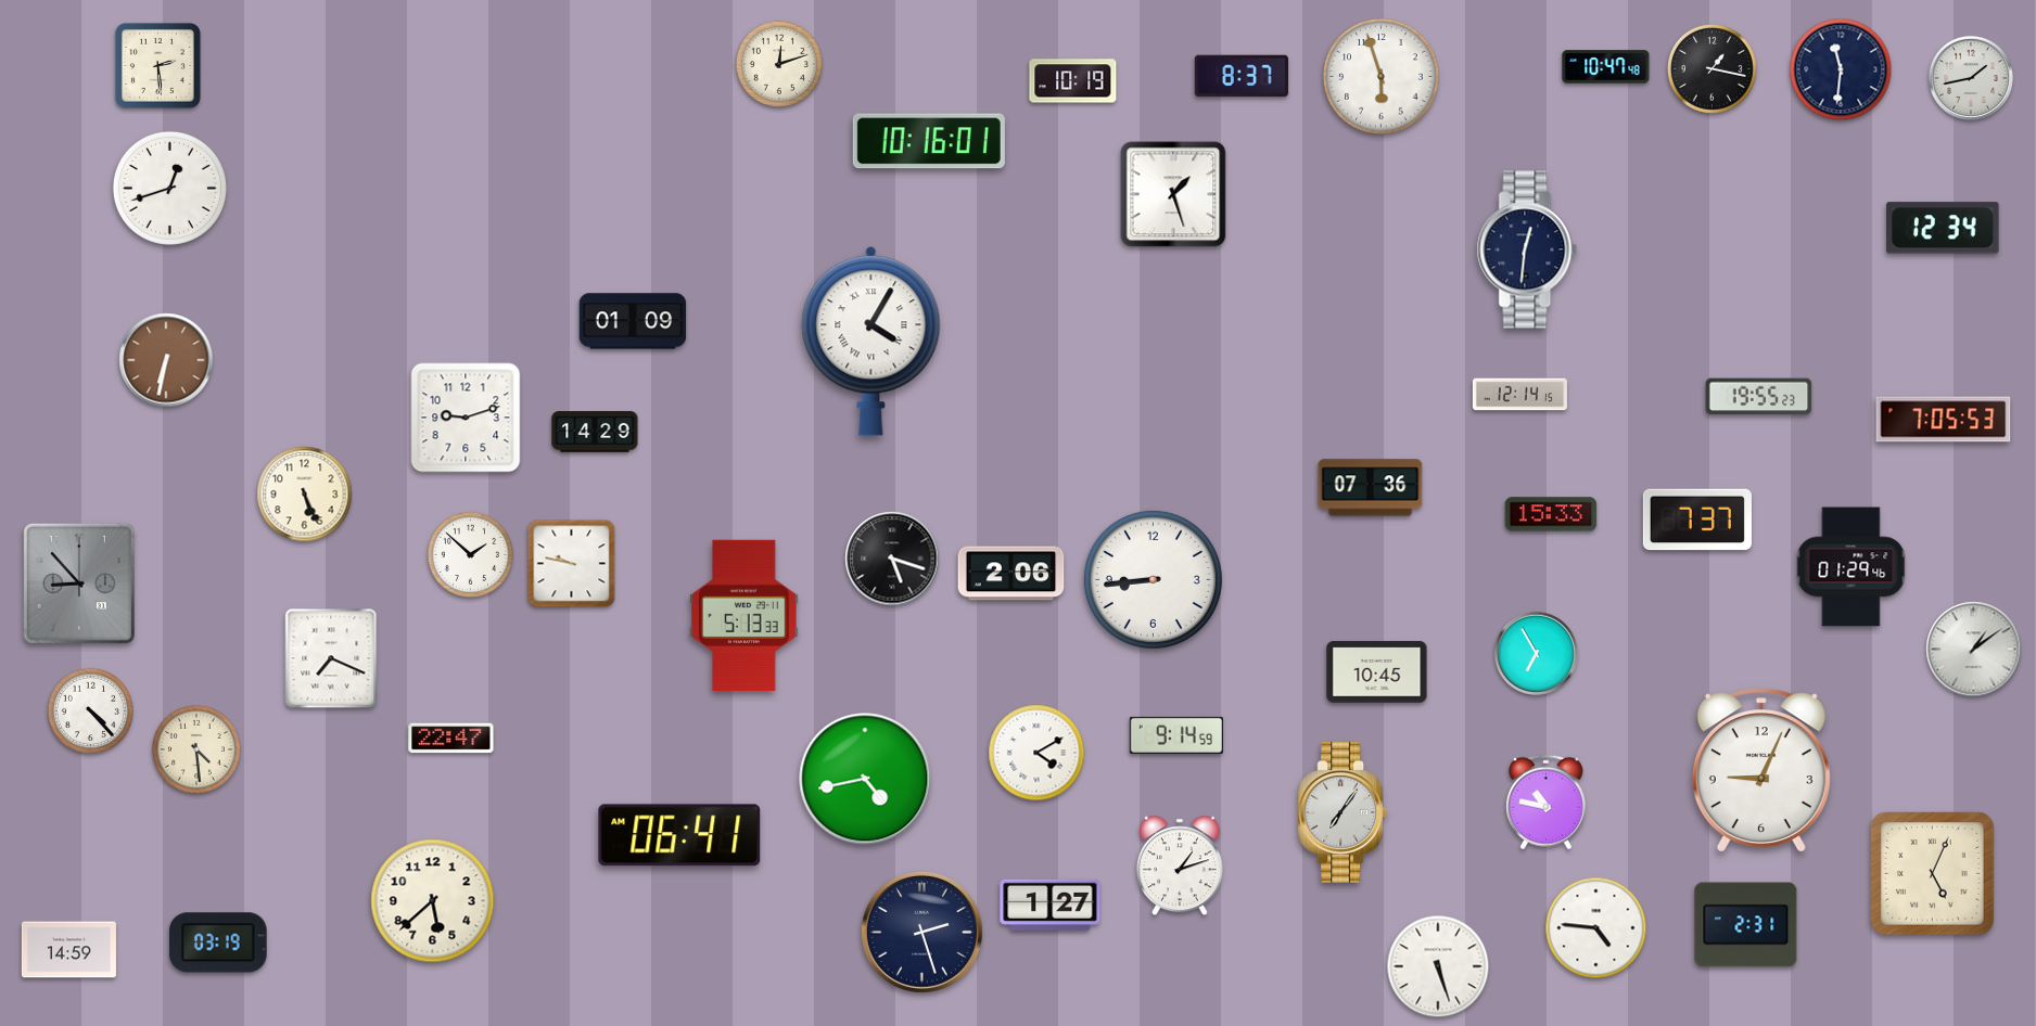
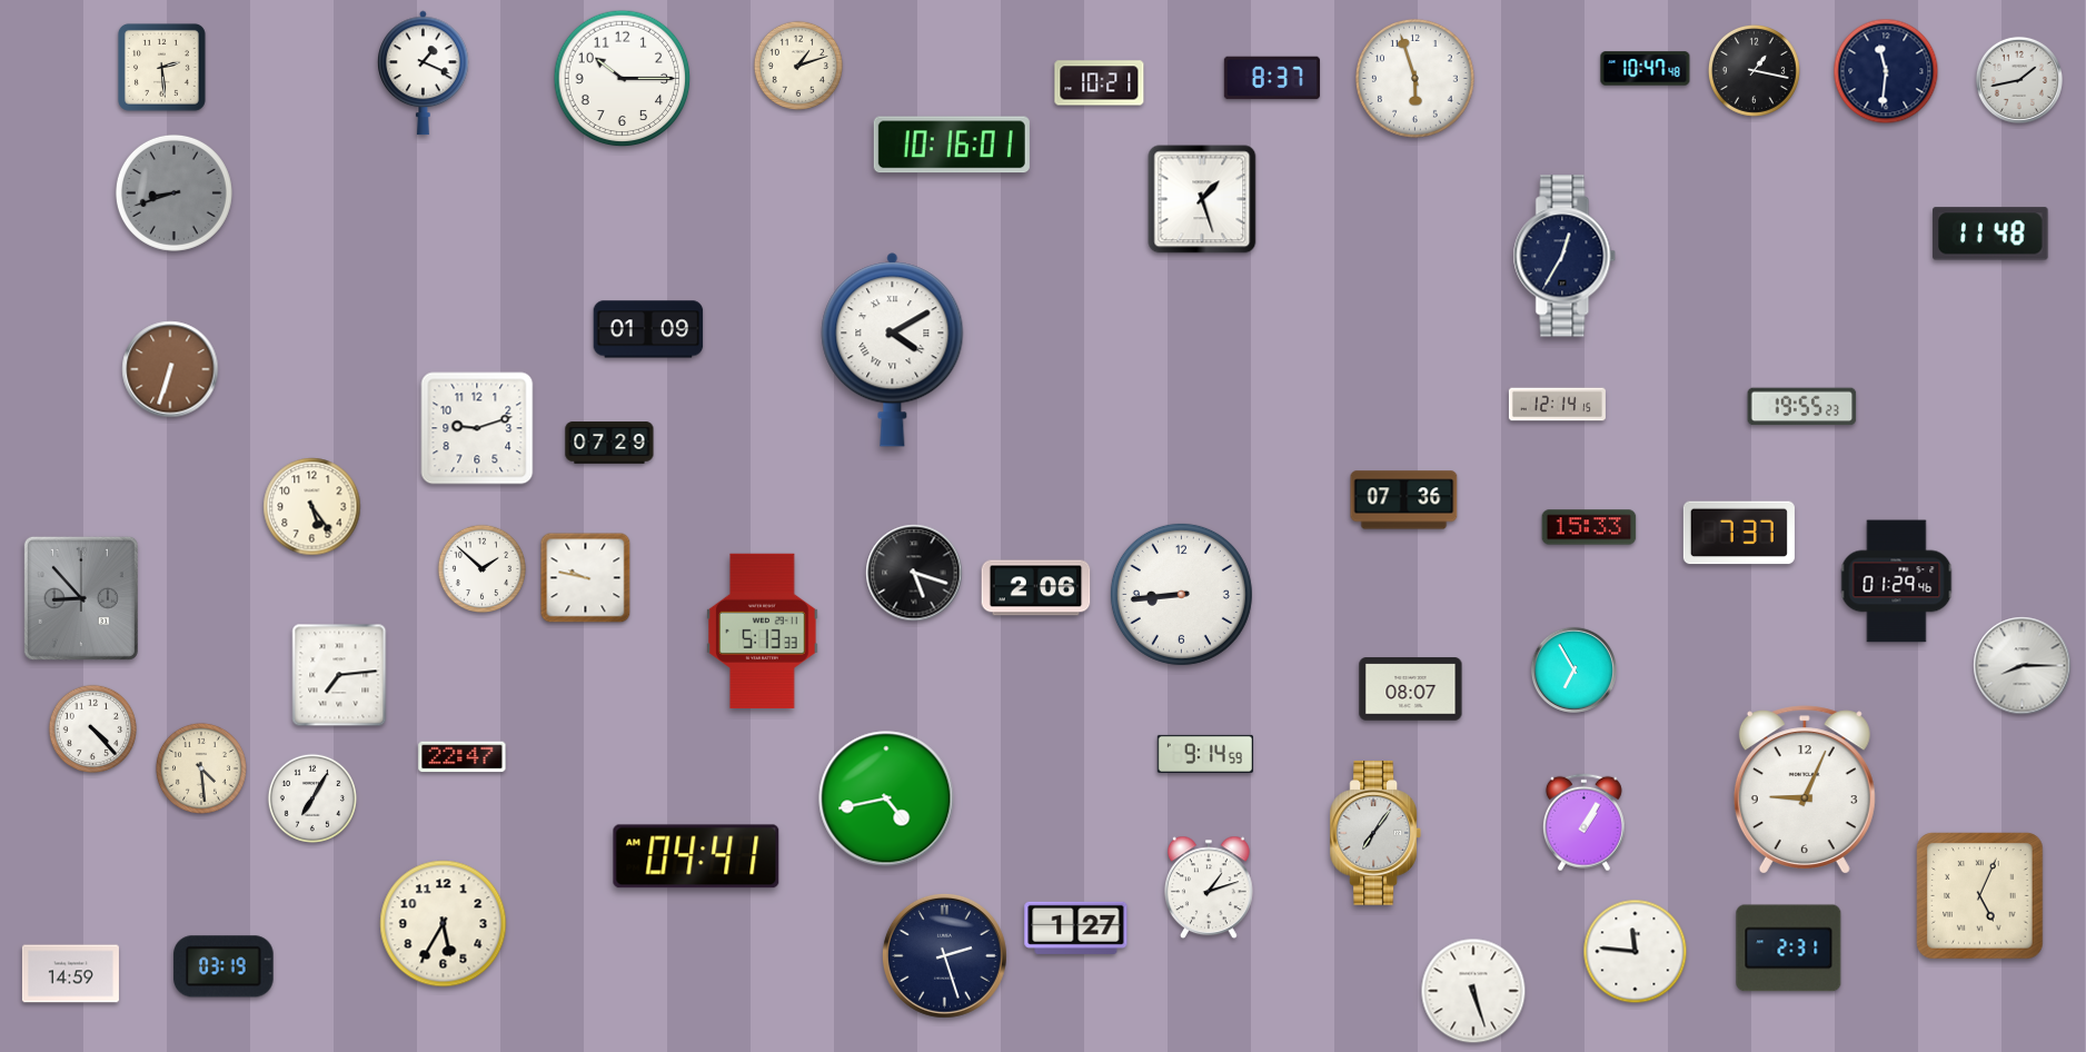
clock at (779, 64): 12:12 -> 1:12
clock at (424, 73): none -> 1:19
clock at (623, 79): none -> 10:15
clock at (1073, 81): 10:19 -> 10:21
clock at (169, 188): 12:42 -> 8:42
clock at (169, 188) dial: white -> grey
clock at (1943, 228): 12:34 -> 11:48
clock at (1527, 249): 12:31 -> 12:35
clock at (871, 342): 4:05 -> 4:10
clock at (166, 360): 6:32 -> 6:33
clock at (1944, 420): 7:05 -> none
clock at (595, 432): 14:29 -> 07:29
clock at (305, 495): 5:26 -> 5:24
clock at (1974, 650): 1:09 -> 8:15
clock at (331, 658): 7:19 -> 7:14
clock at (1377, 672): 10:45 -> 08:07
clock at (1036, 753): 4:10 -> none
clock at (312, 798): none -> 7:05
clock at (1545, 803): 10:47 -> 1:05
clock at (679, 835): 06:41 -> 04:41
clock at (433, 901): 5:38 -> 5:35
clock at (1596, 928): 4:46 -> 11:46
